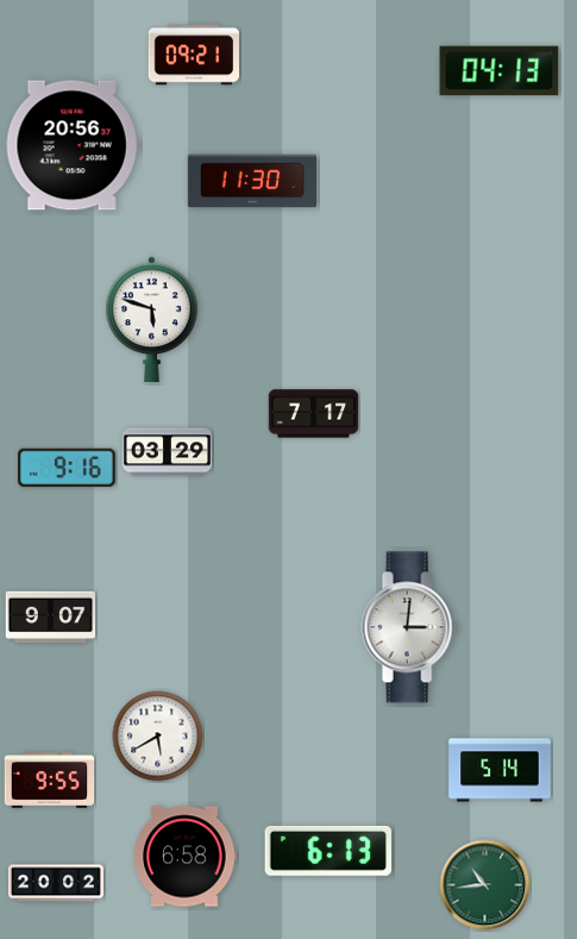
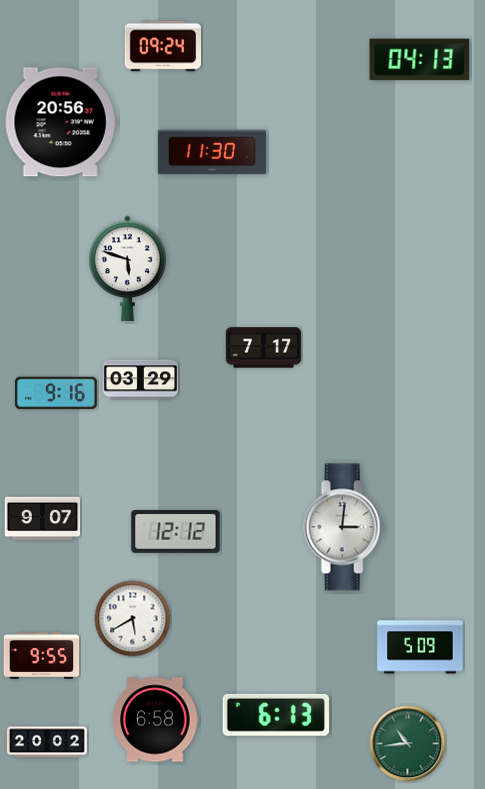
clock at (193, 55): 09:21 -> 09:24
clock at (176, 532): none -> 12:12
clock at (500, 770): 5:14 -> 5:09
